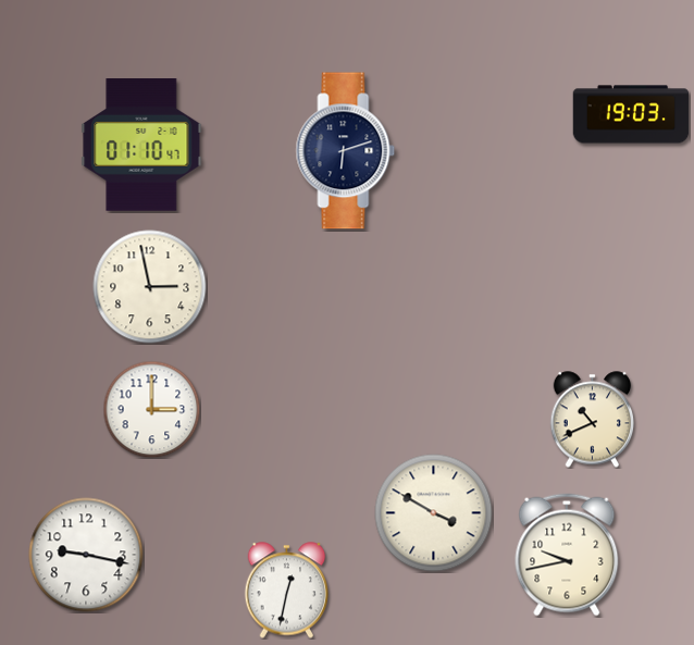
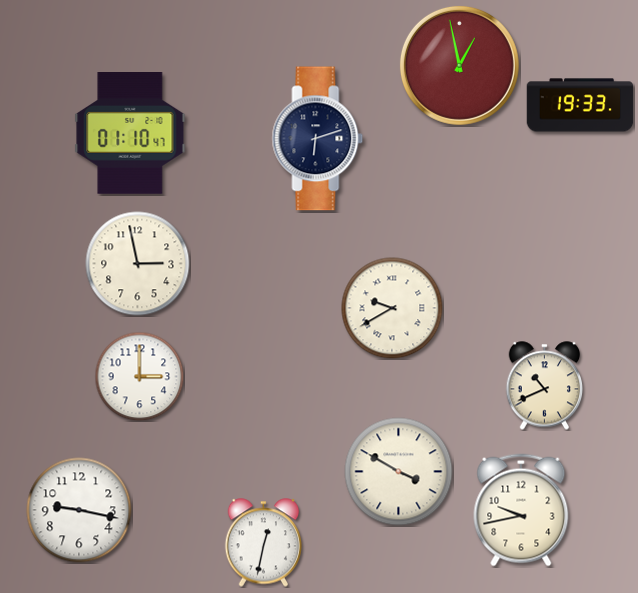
clock at (459, 65): none -> 12:58
clock at (631, 114): 19:03 -> 19:33
clock at (392, 308): none -> 9:40
